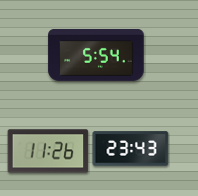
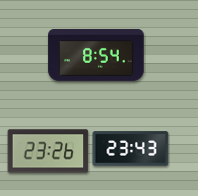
clock at (96, 55): 5:54 -> 8:54
clock at (48, 151): 11:26 -> 23:26
